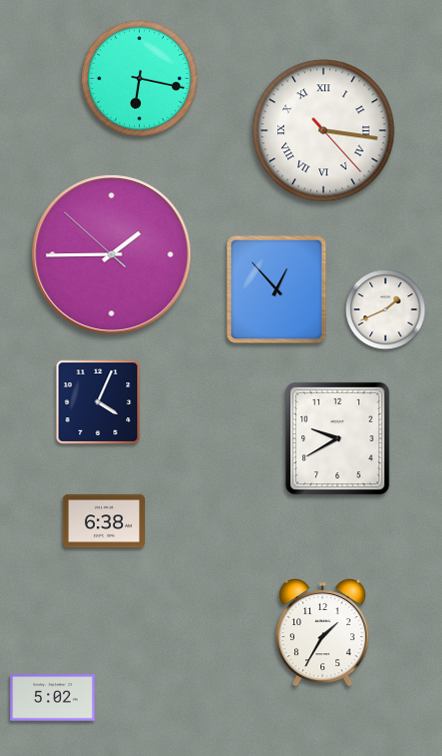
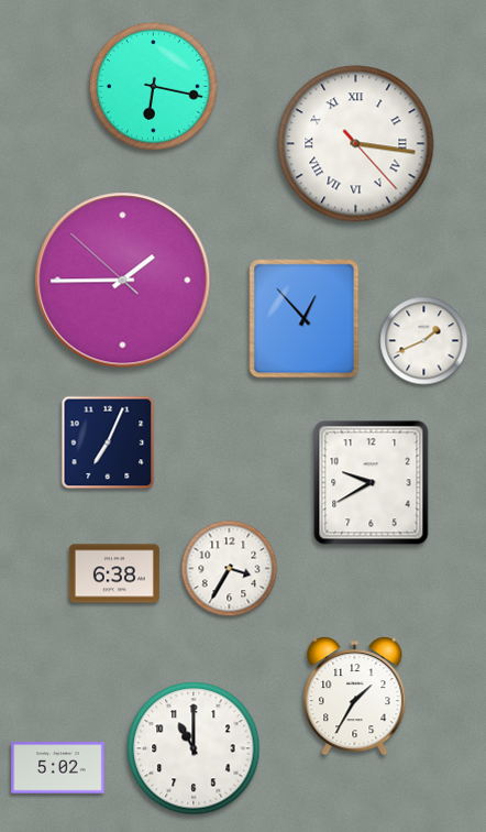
clock at (98, 402): 4:04 -> 7:04
clock at (230, 569): none -> 3:35
clock at (194, 748): none -> 11:00
